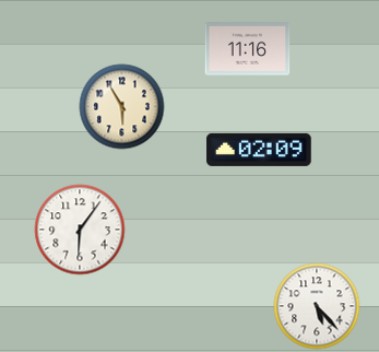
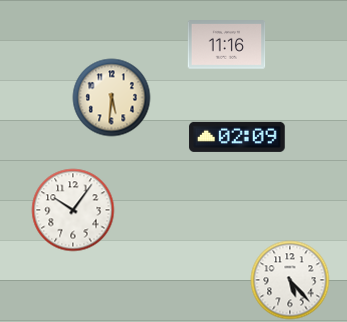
clock at (121, 106): 5:55 -> 5:31
clock at (80, 230): 6:06 -> 10:06
